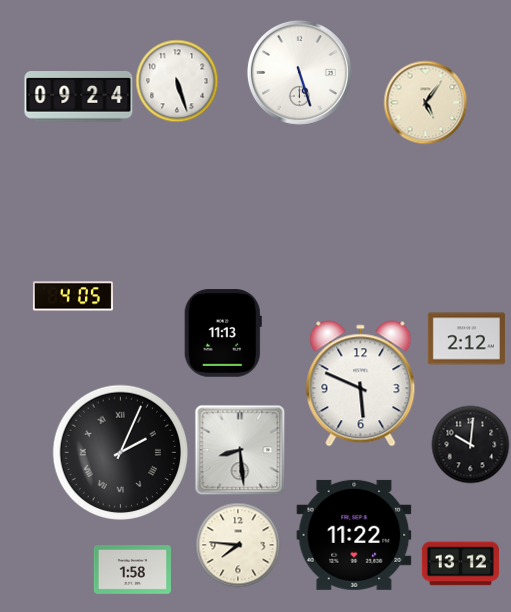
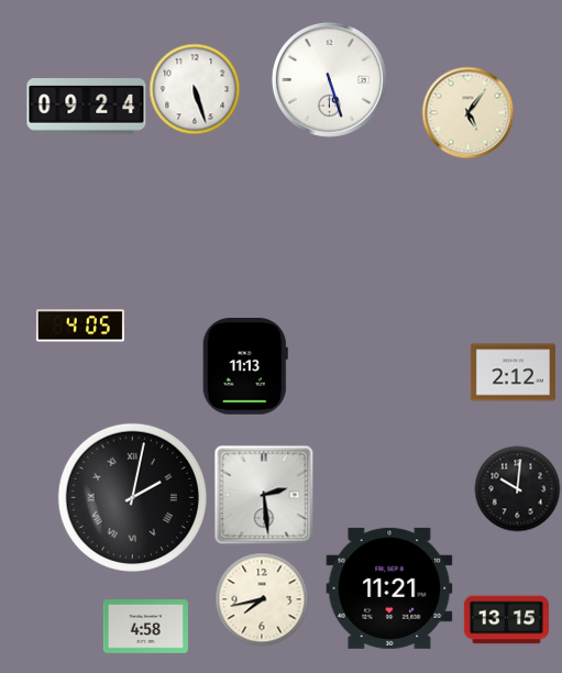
clock at (361, 384): 5:49 -> none
clock at (240, 450): 8:29 -> 2:29
clock at (120, 452): 2:04 -> 2:02
clock at (354, 535): 11:22 -> 11:21
clock at (238, 545): 7:46 -> 7:43
clock at (460, 564): 13:12 -> 13:15
clock at (132, 570): 1:58 -> 4:58
